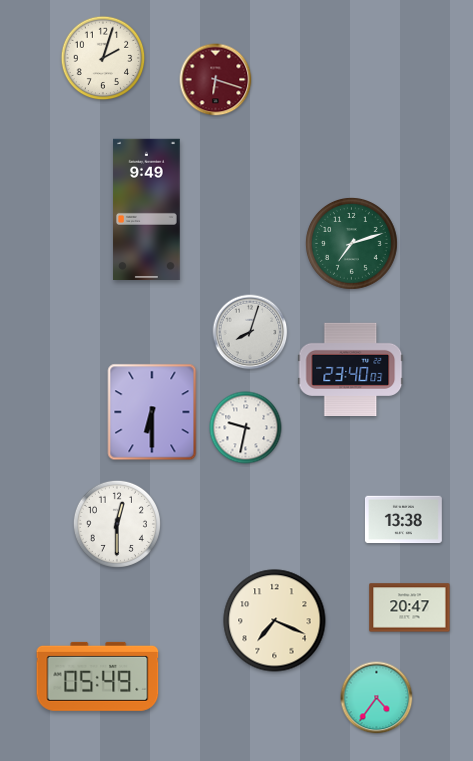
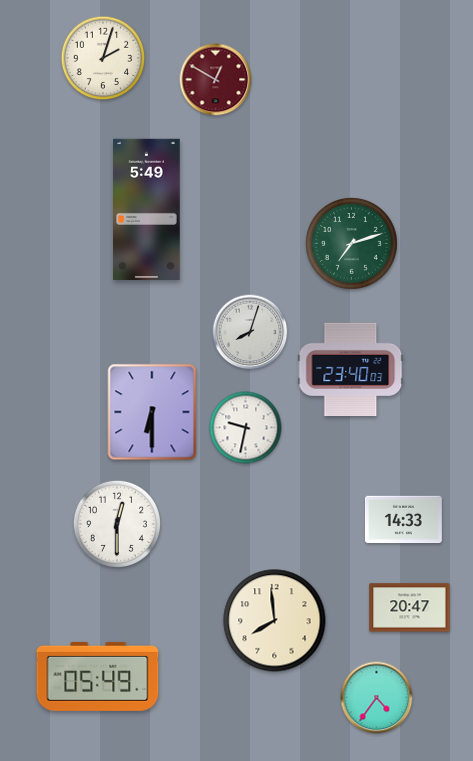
clock at (216, 80): 6:18 -> 12:50
clock at (147, 209): 9:49 -> 5:49
clock at (403, 520): 13:38 -> 14:33
clock at (275, 621): 7:19 -> 7:59
